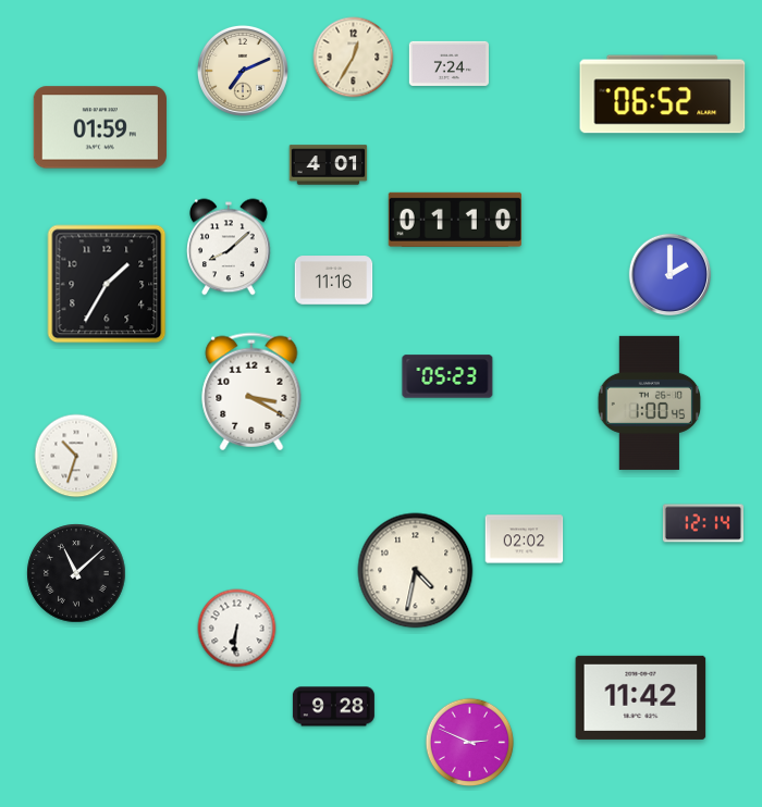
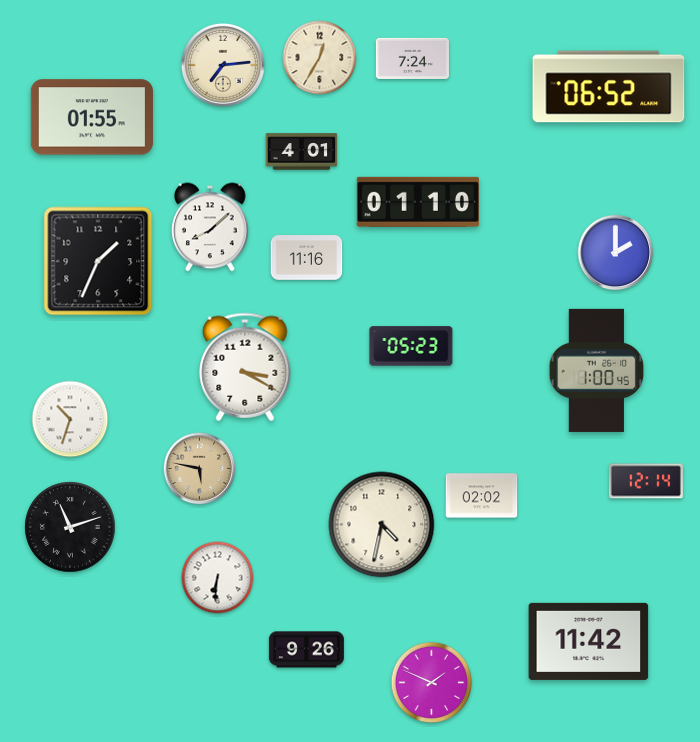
clock at (354, 58) position: (354, 58) -> (320, 58)
clock at (243, 71): 7:11 -> 7:14
clock at (100, 127): 01:59 -> 01:55
clock at (107, 284): 1:35 -> 1:34
clock at (251, 392) position: (251, 392) -> (245, 367)
clock at (200, 469): none -> 5:47
clock at (76, 573): 11:08 -> 11:12
clock at (333, 707): 9:28 -> 9:26
clock at (470, 743): 2:49 -> 1:49
